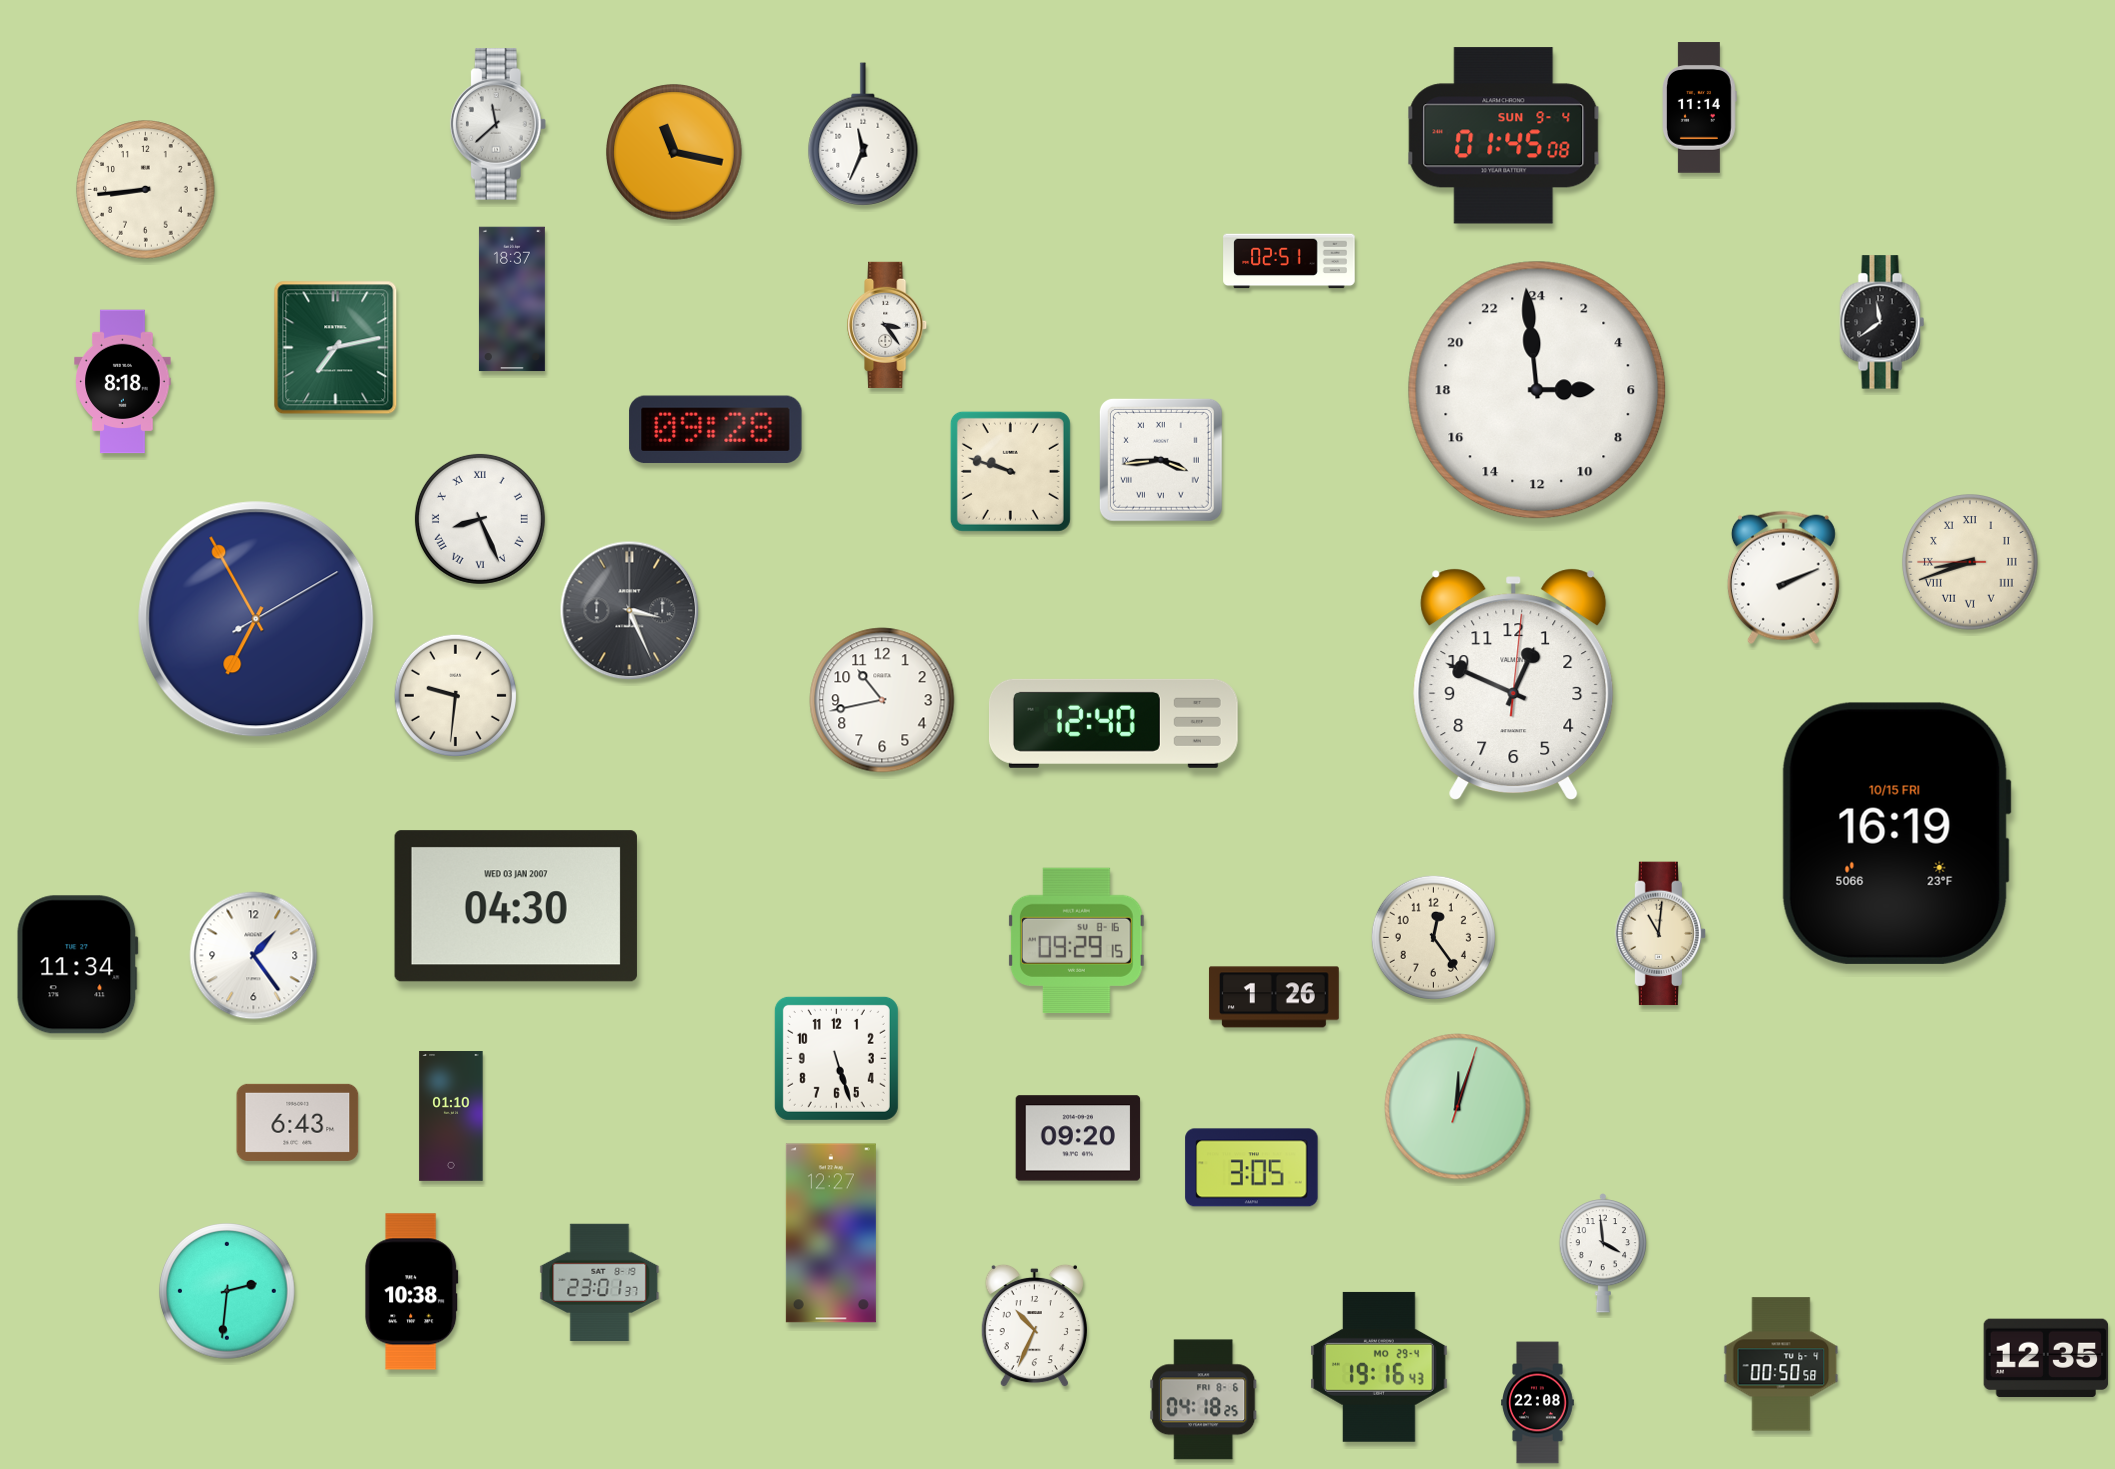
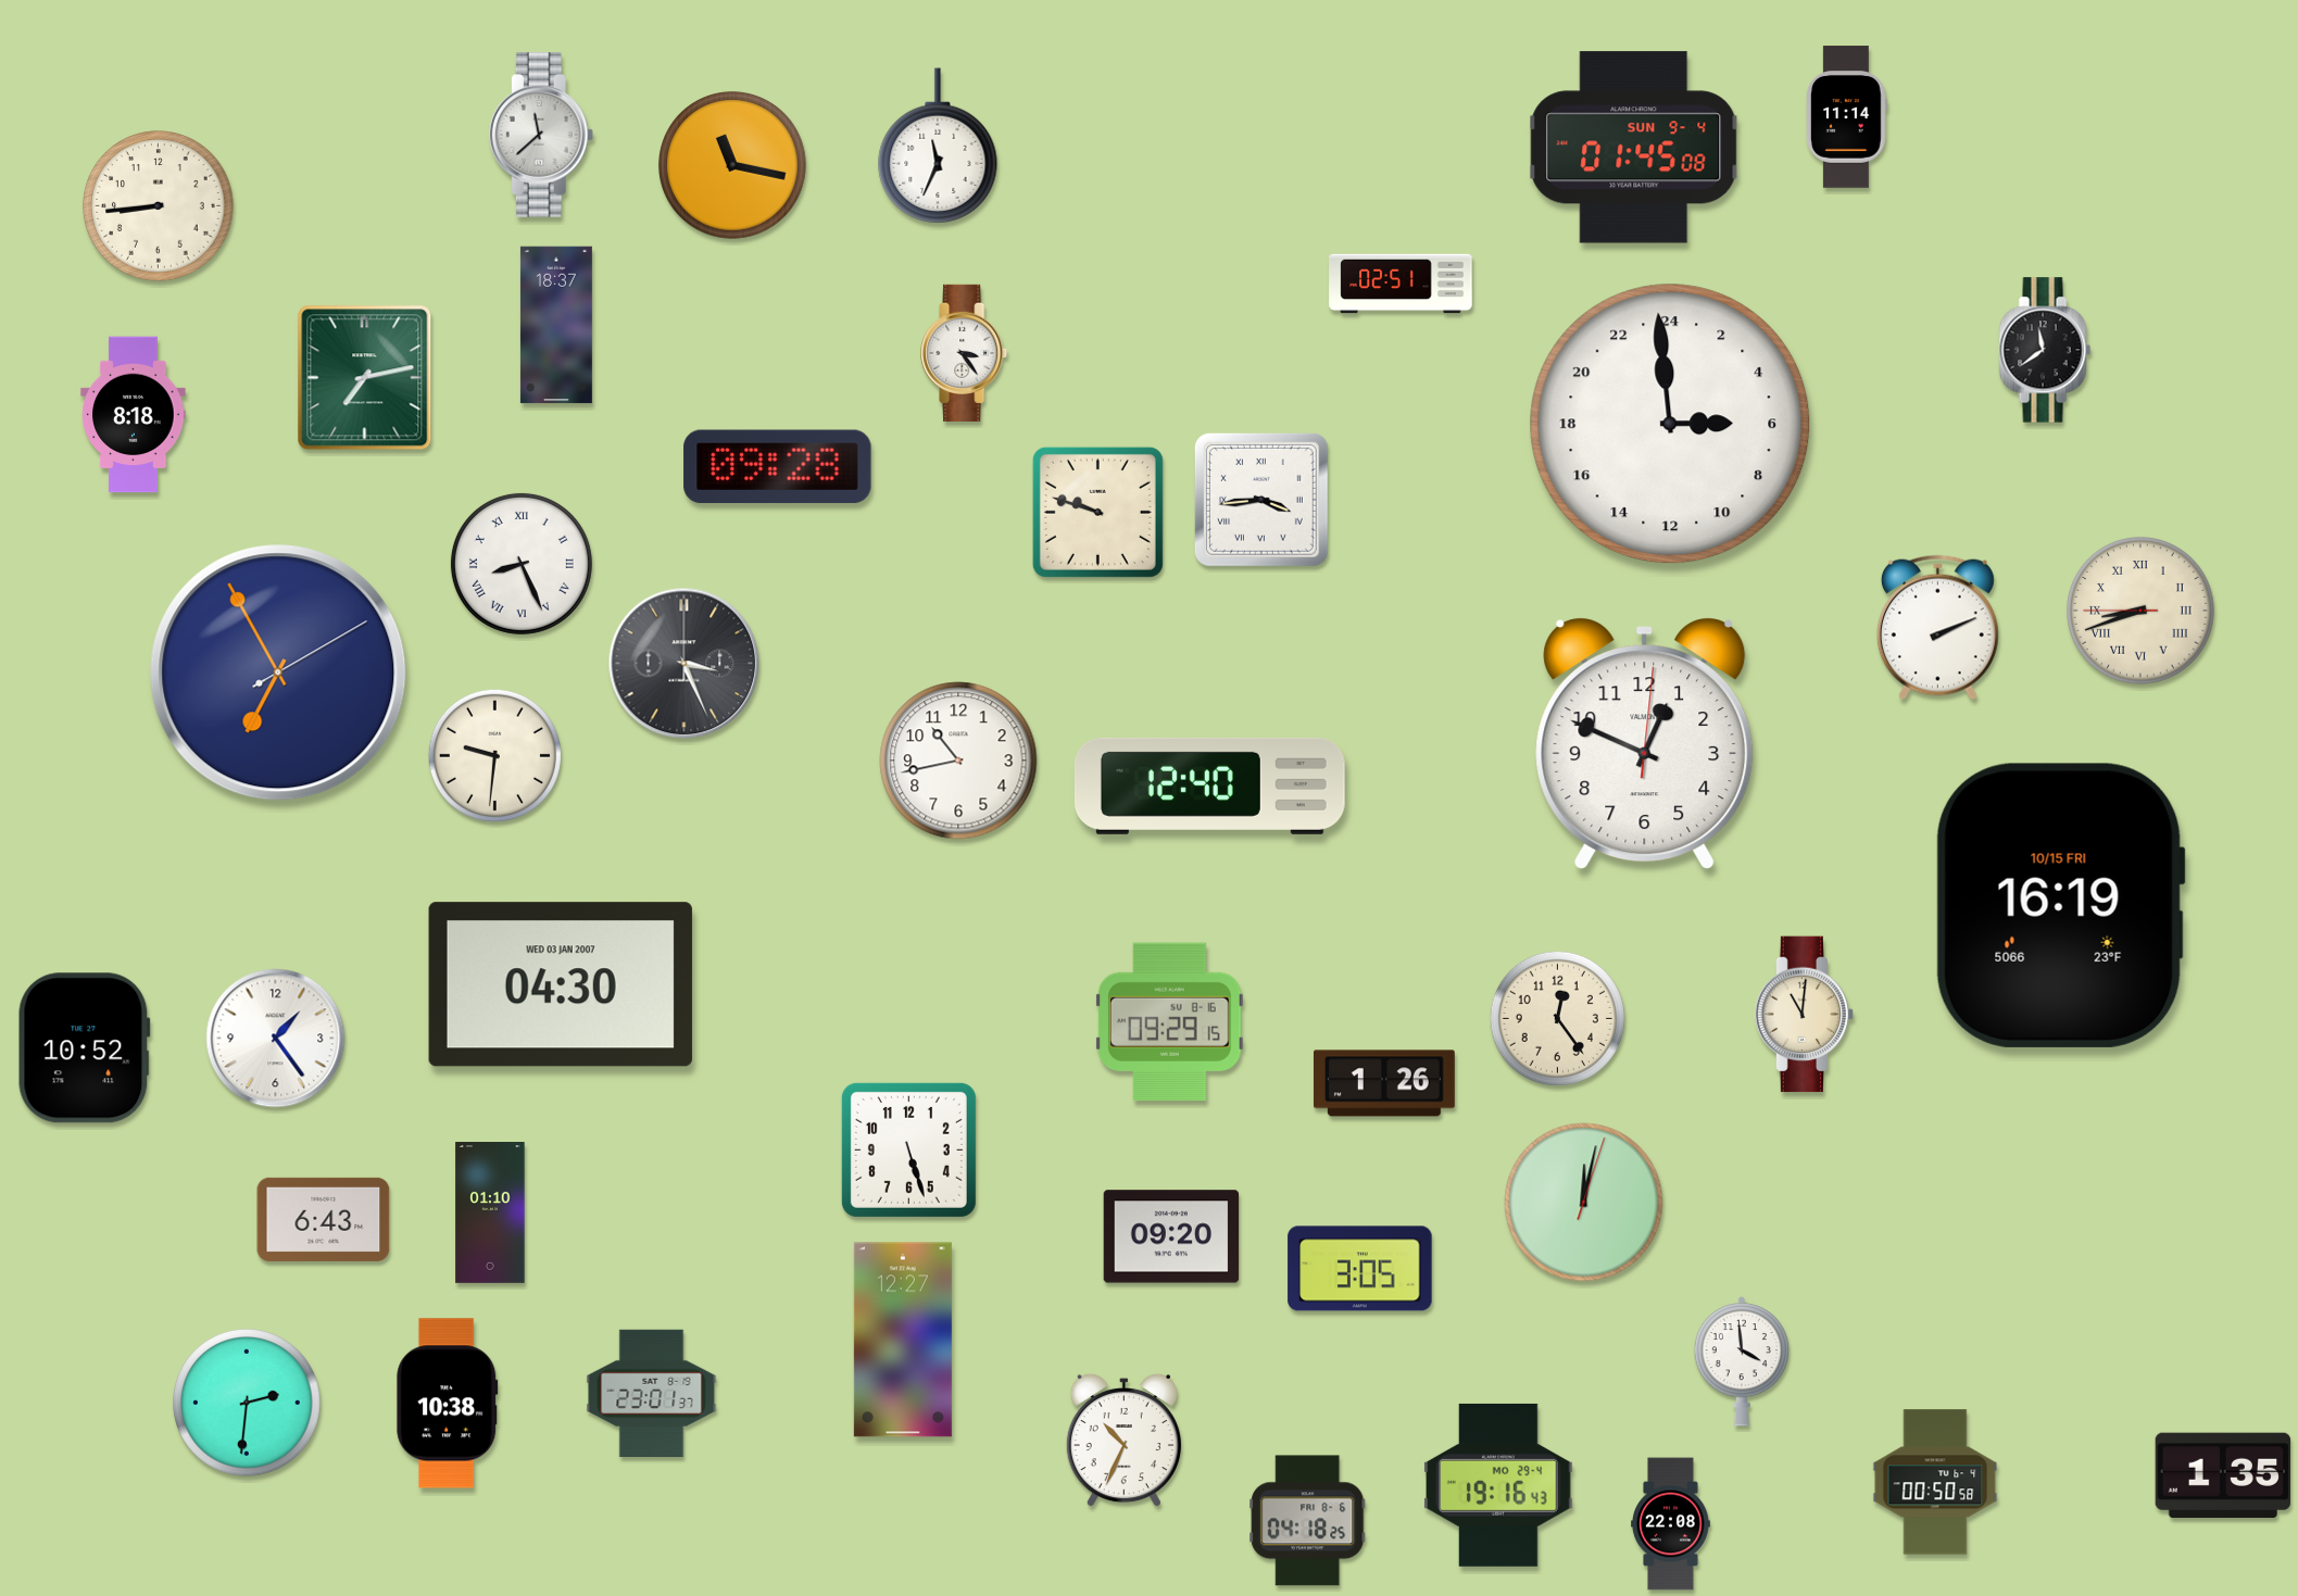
clock at (77, 965): 11:34 -> 10:52
clock at (1458, 1107): 12:03 -> 12:02
clock at (2046, 1358): 12:35 -> 1:35
